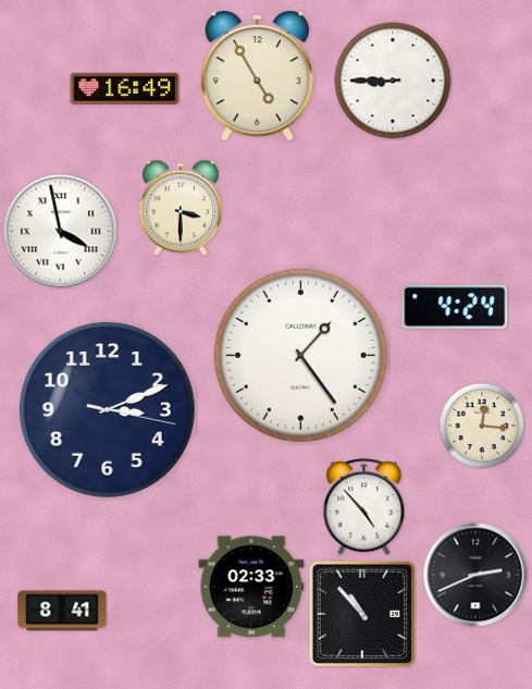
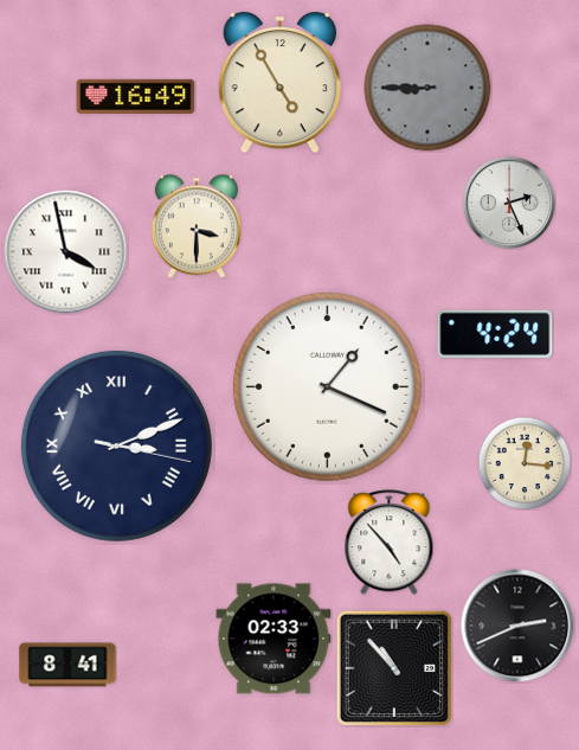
clock at (393, 81) dial: white -> grey
clock at (509, 203): none -> 2:26
clock at (300, 355): 1:24 -> 1:19
clock at (107, 409) numerals: Arabic -> Roman
clock at (364, 507) position: (364, 507) -> (390, 543)
